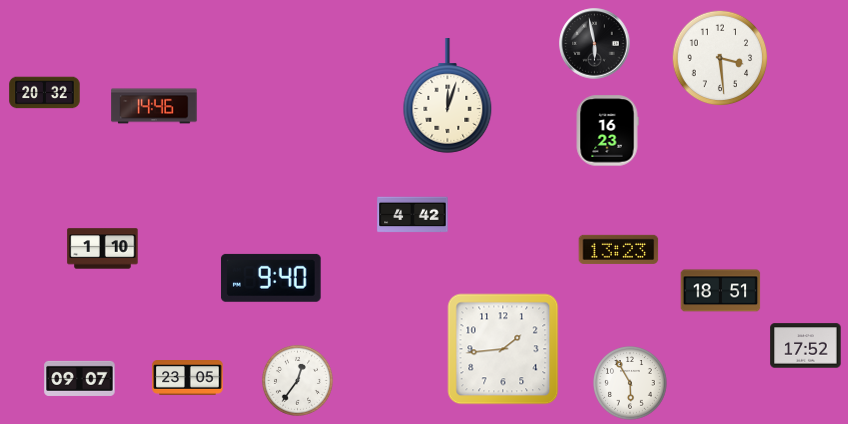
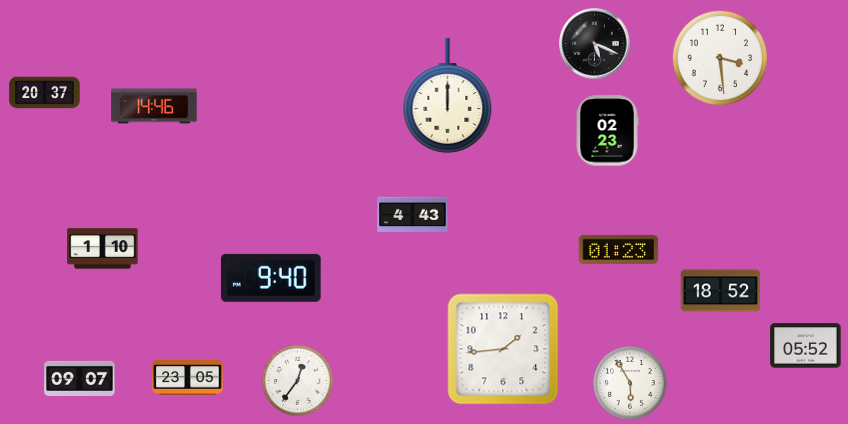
clock at (595, 44): 5:58 -> 5:19
clock at (45, 93): 20:32 -> 20:37
clock at (448, 96): 12:03 -> 12:00
clock at (607, 131): 16:23 -> 02:23
clock at (413, 215): 4:42 -> 4:43
clock at (619, 249): 13:23 -> 01:23
clock at (721, 291): 18:51 -> 18:52
clock at (806, 346): 17:52 -> 05:52
